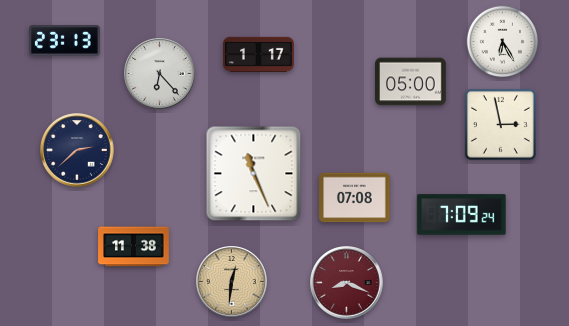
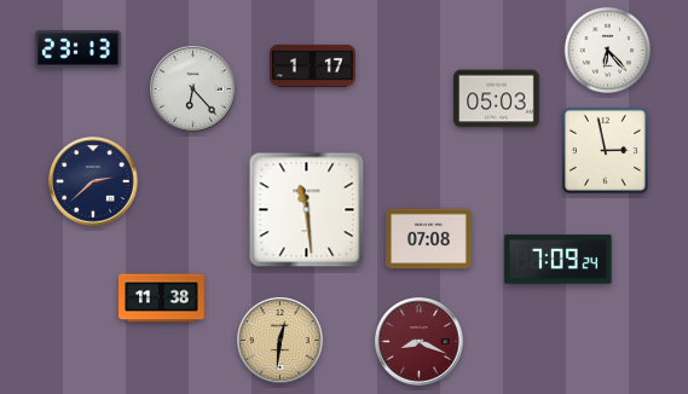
clock at (503, 42): 6:25 -> 6:23
clock at (411, 82): 05:00 -> 05:03
clock at (254, 174): 11:26 -> 11:29
